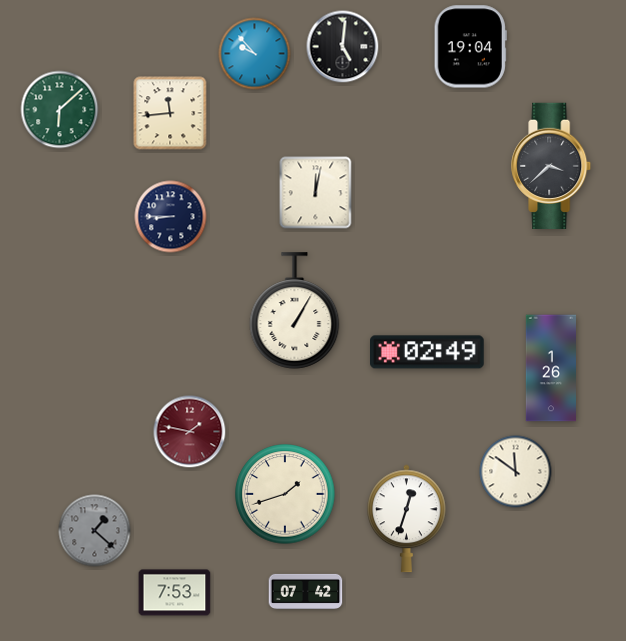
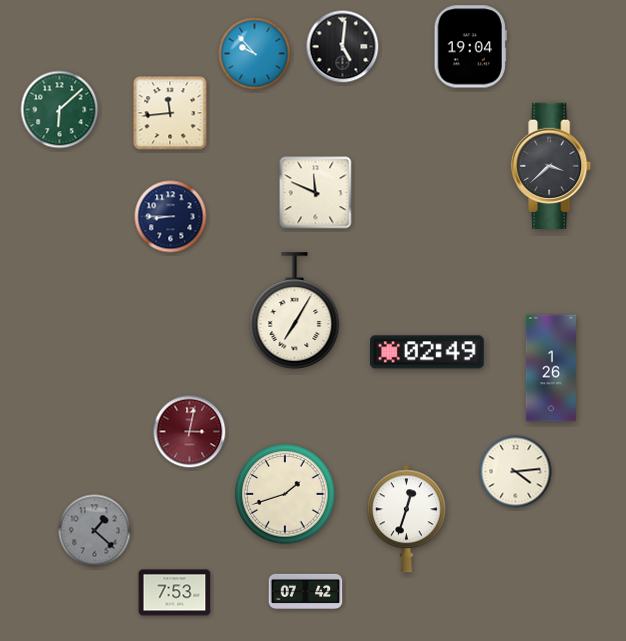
clock at (316, 193): 12:02 -> 11:49
clock at (295, 311): 1:05 -> 7:05
clock at (190, 432): 1:47 -> 3:02
clock at (516, 472): 11:51 -> 4:14
